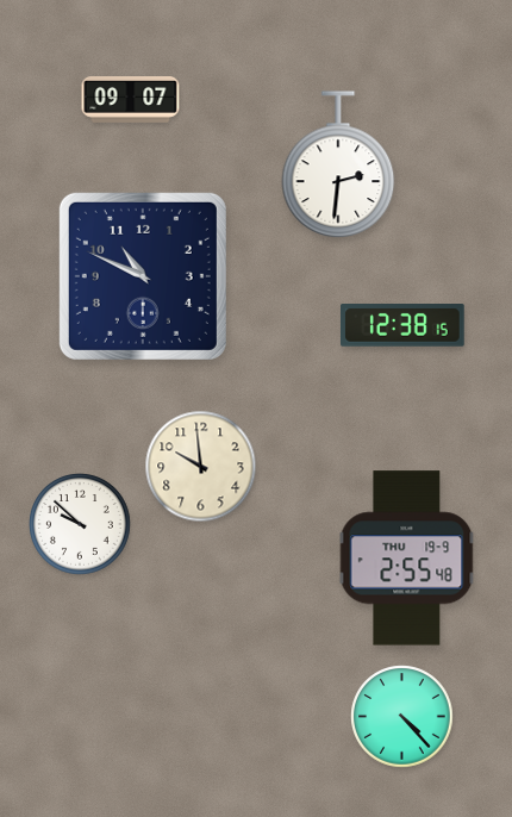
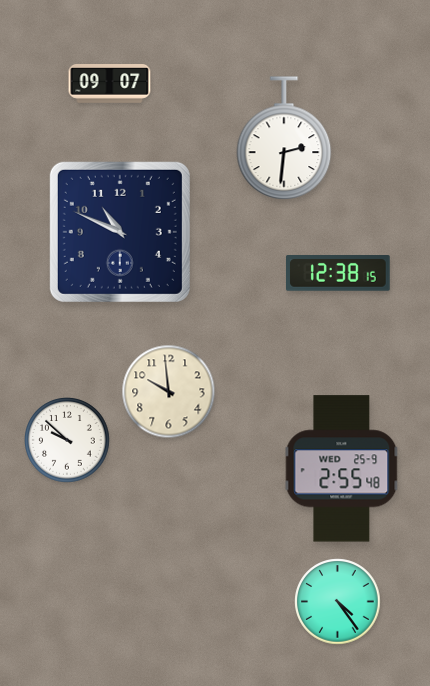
clock at (407, 559) date: THU 19-9 -> WED 25-9
clock at (402, 717): 4:23 -> 4:24
